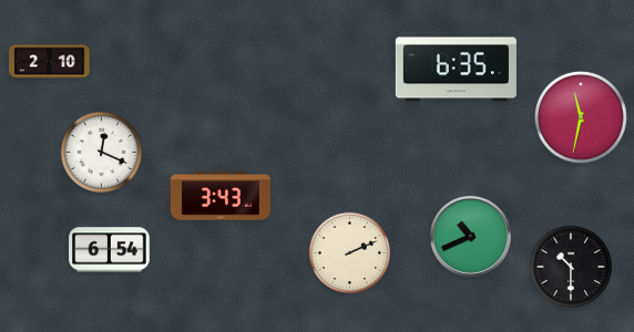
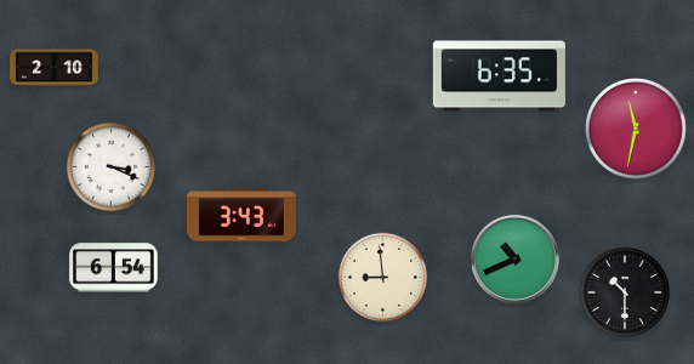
clock at (102, 153): 12:19 -> 3:19
clock at (110, 250) position: (110, 250) -> (114, 268)
clock at (350, 253): 2:11 -> 8:59
